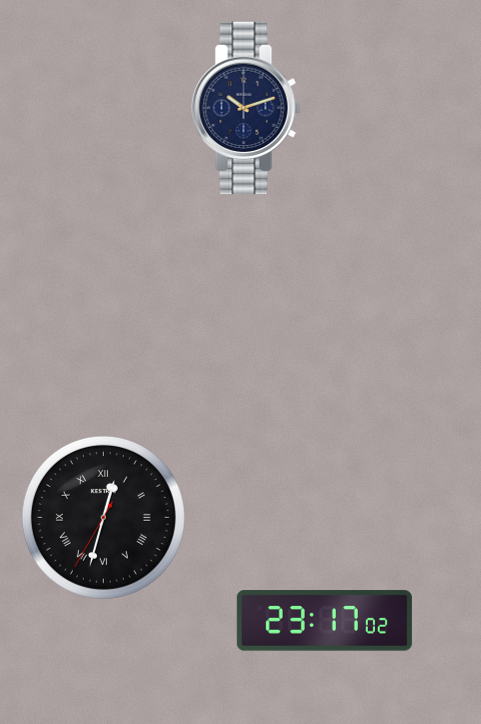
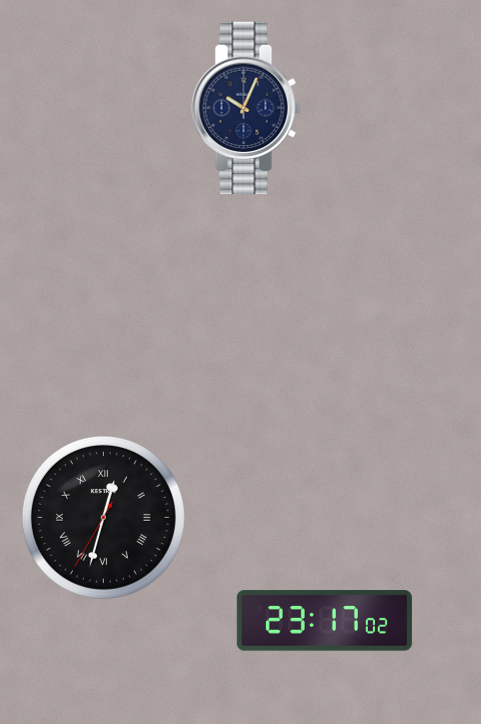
clock at (246, 108): 10:12 -> 10:04
